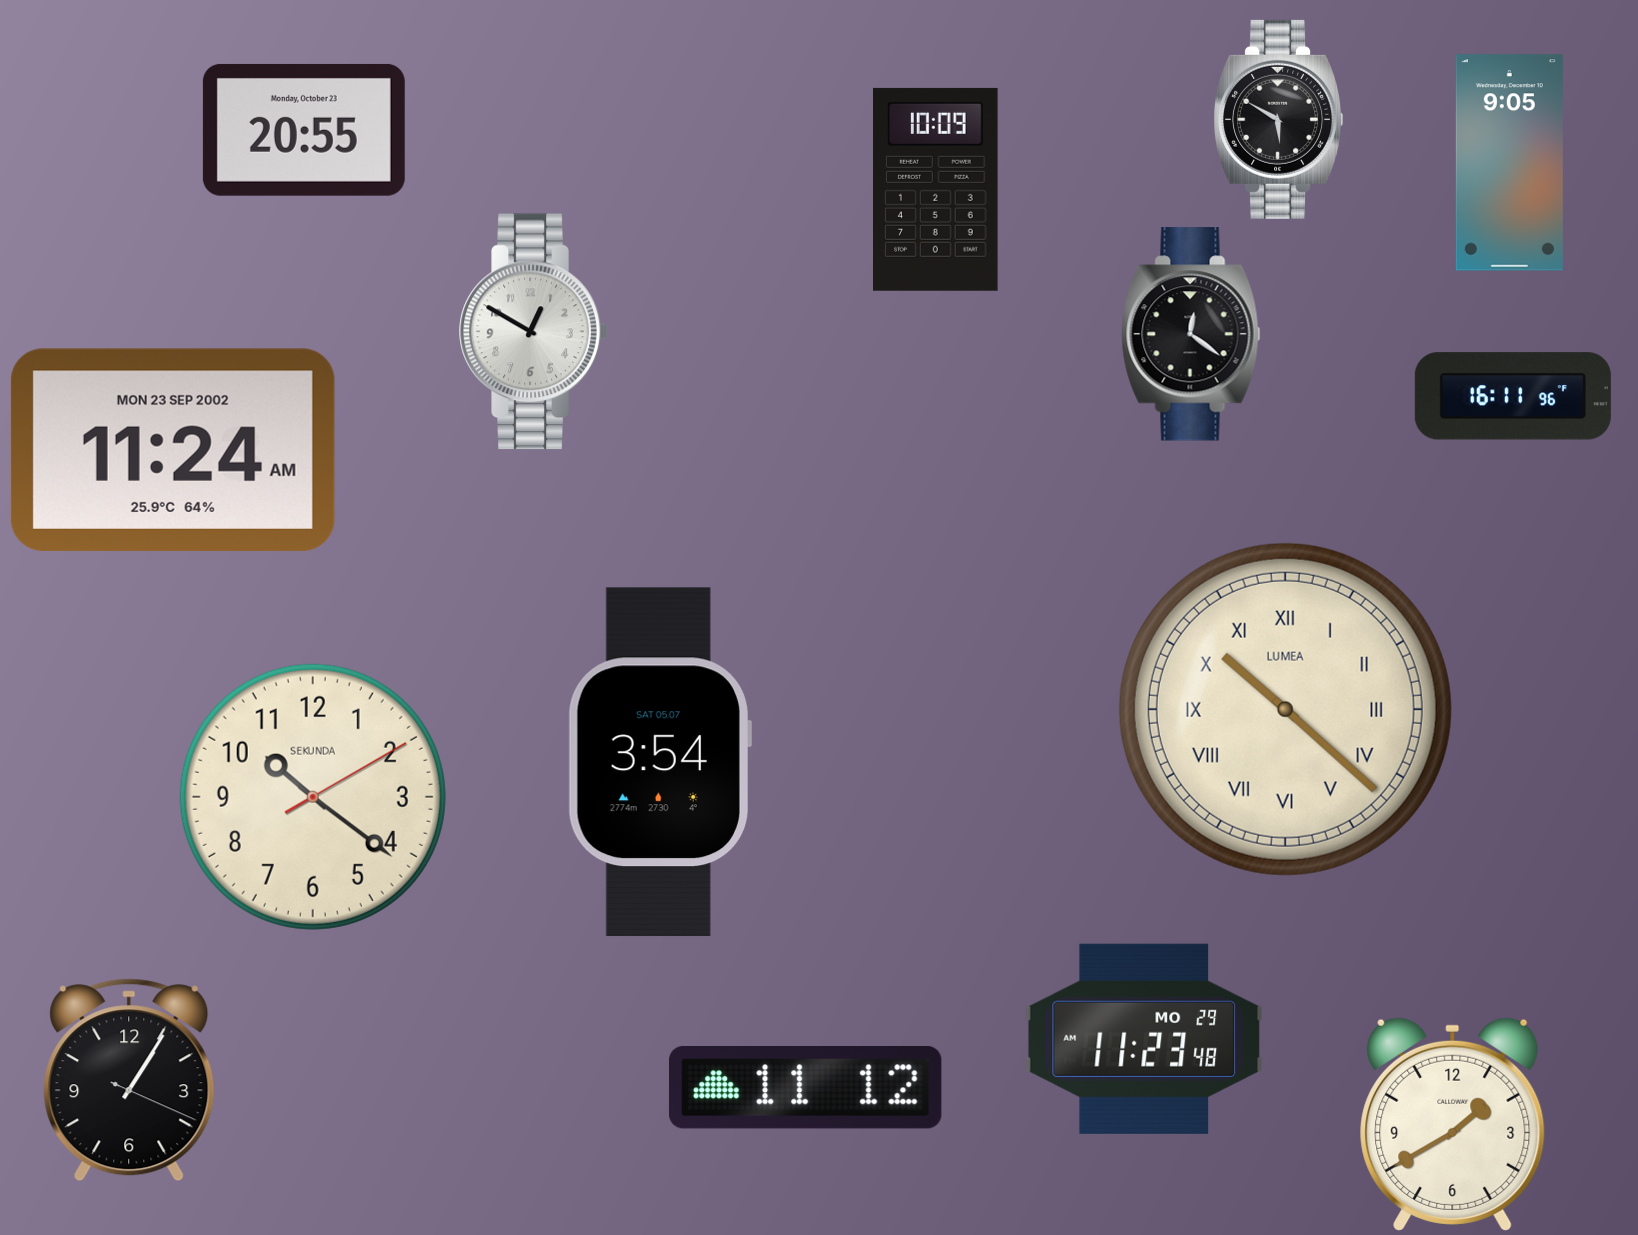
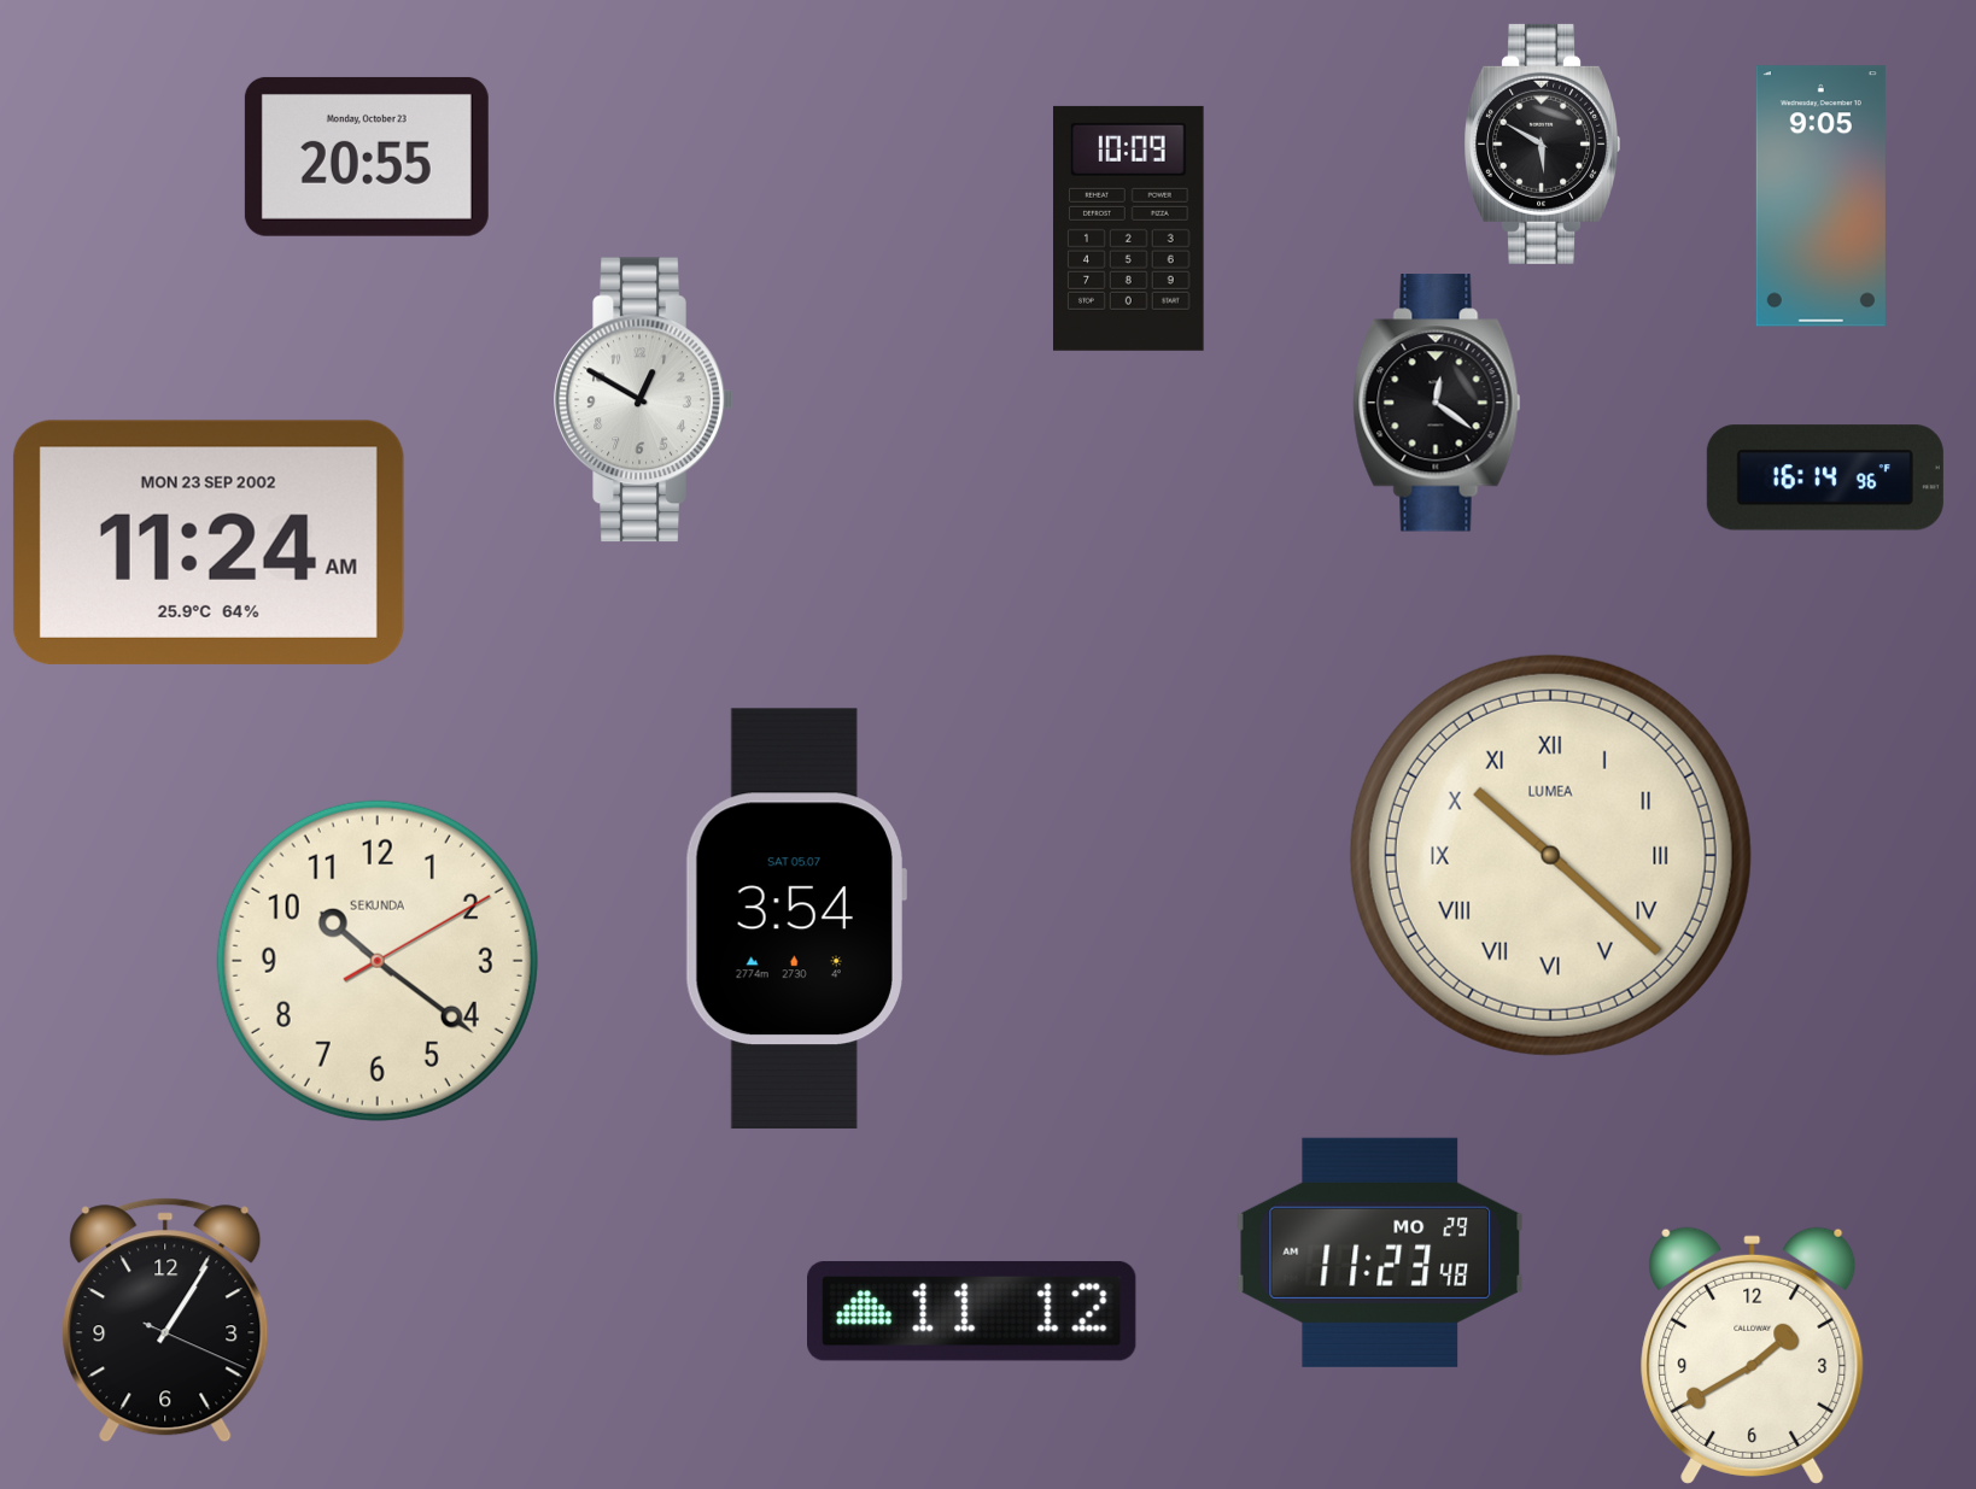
clock at (1513, 396): 16:11 -> 16:14
clock at (129, 1080) position: (129, 1080) -> (165, 1320)
